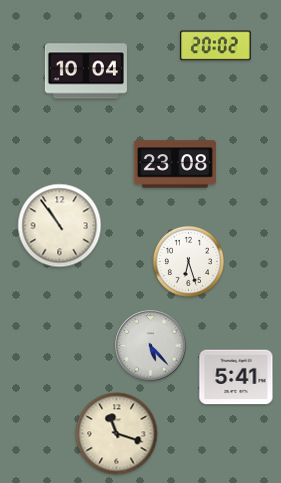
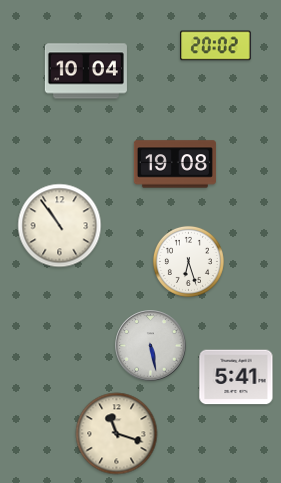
clock at (175, 164): 23:08 -> 19:08
clock at (151, 346): 5:23 -> 5:28
